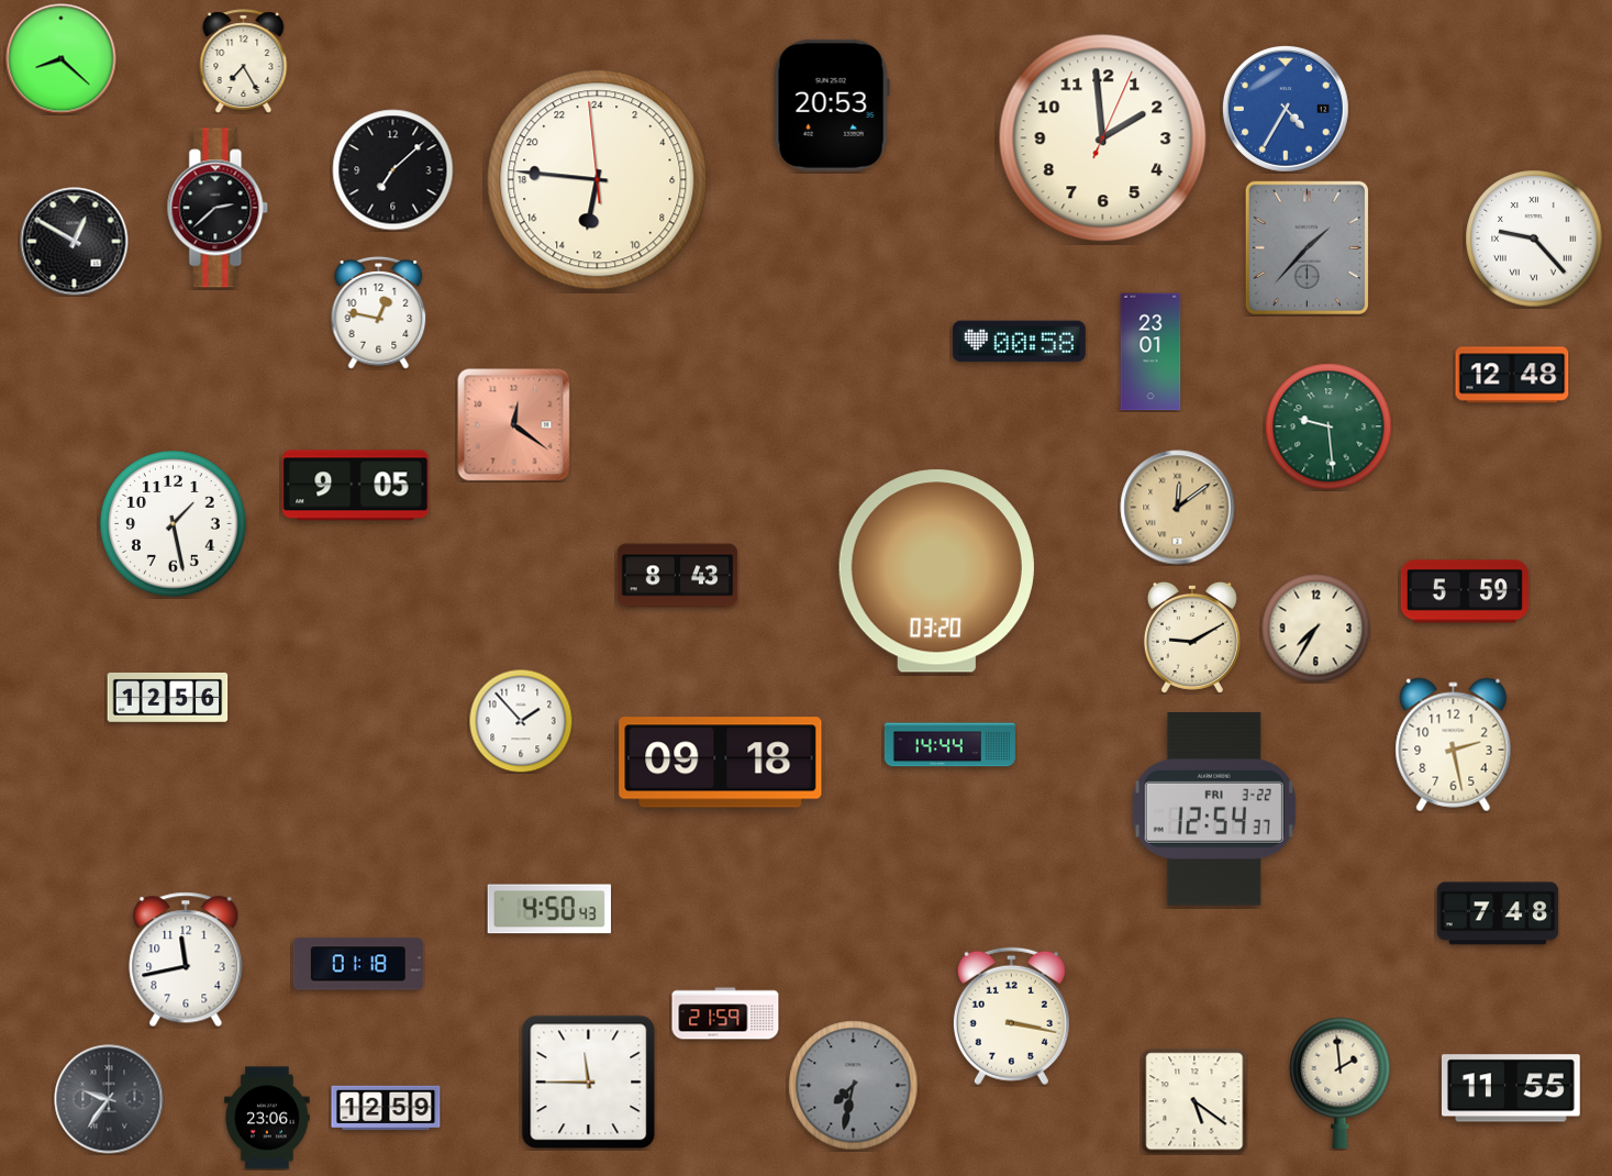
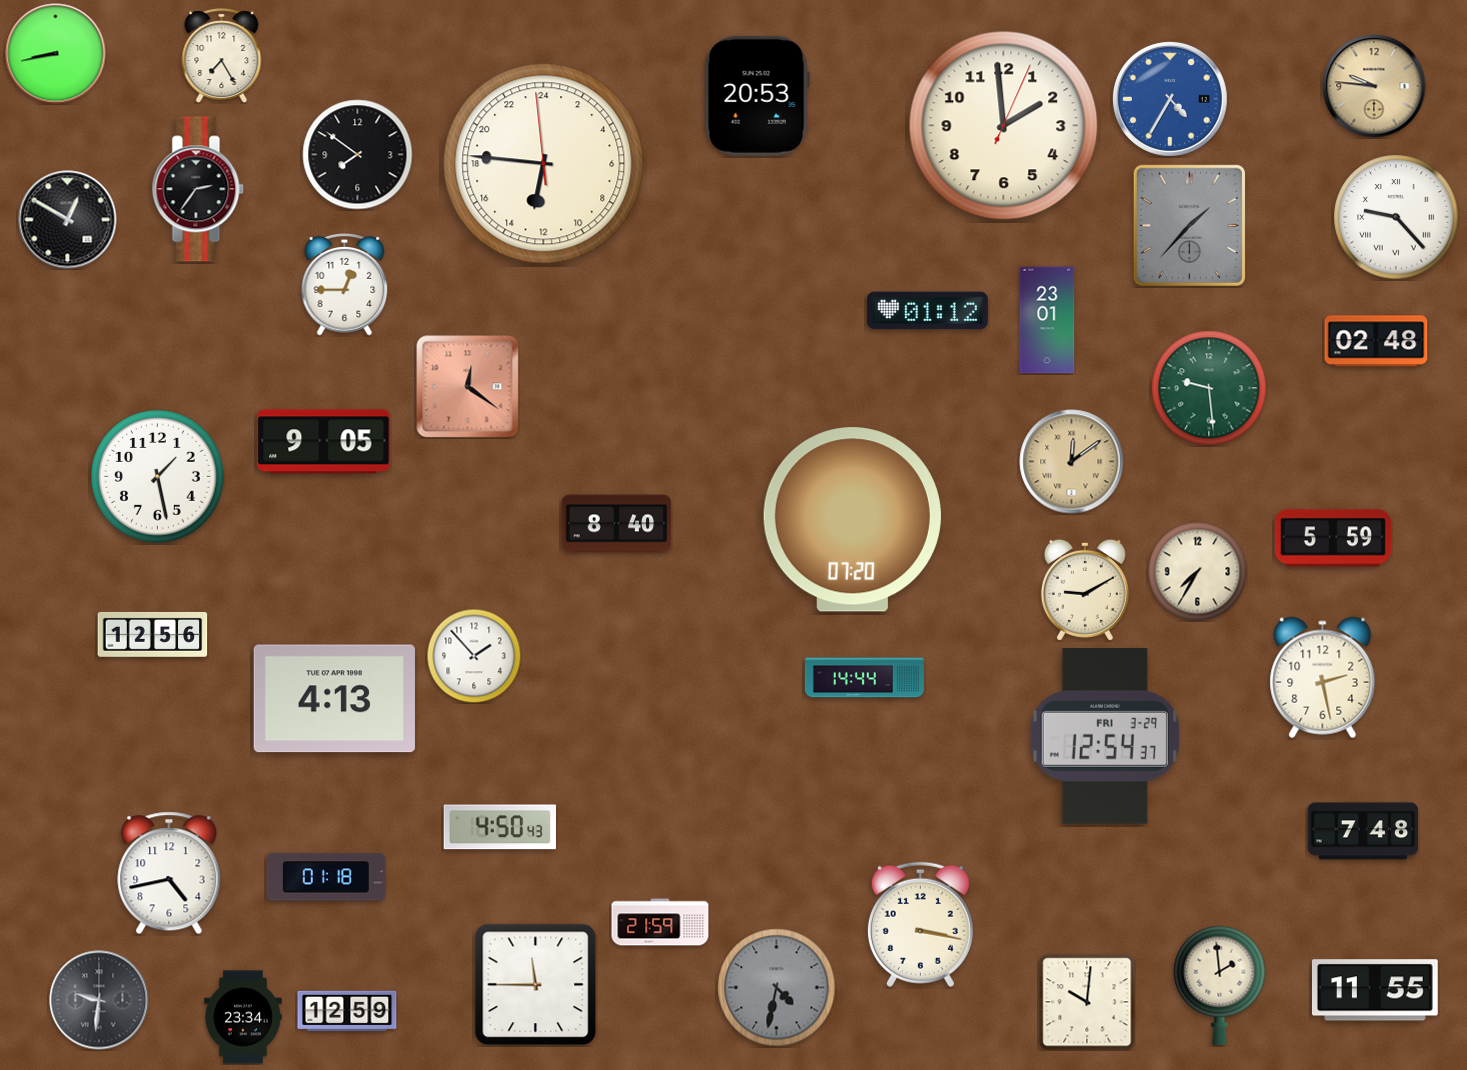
clock at (62, 59): 8:22 -> 8:43
clock at (1374, 86): none -> 9:46
clock at (393, 170): 7:08 -> 7:51
clock at (218, 208): 2:38 -> 2:36
clock at (379, 313): 12:47 -> 12:45
clock at (1019, 342): 00:58 -> 01:12
clock at (1512, 375): 12:48 -> 02:48
clock at (936, 572): 03:20 -> 07:20
clock at (678, 576): 8:43 -> 8:40
clock at (1192, 637) position: (1192, 637) -> (1085, 590)
clock at (721, 763): 09:18 -> none
clock at (334, 699): none -> 4:13
clock at (1214, 810) date: FRI 3-22 -> FRI 3-29
clock at (186, 959): 11:43 -> 4:43
clock at (854, 1086): 7:32 -> 4:32
clock at (109, 1099): 9:36 -> 9:31
clock at (1194, 1101): 5:21 -> 10:01
clock at (386, 1108) position: (386, 1108) -> (347, 1011)
clock at (267, 1118): 23:06 -> 23:34
